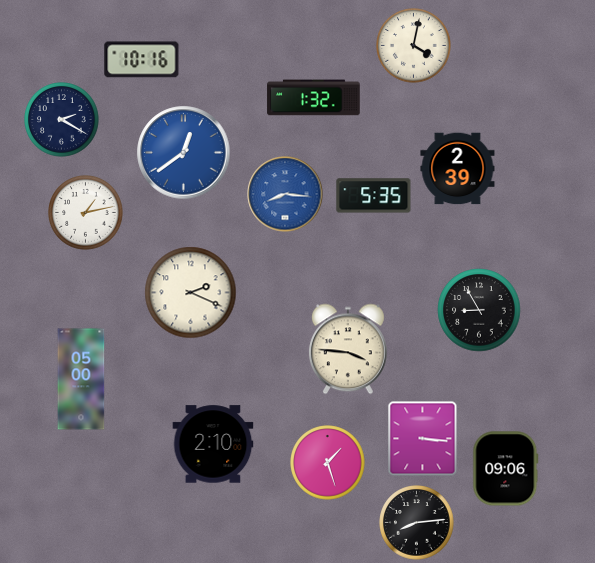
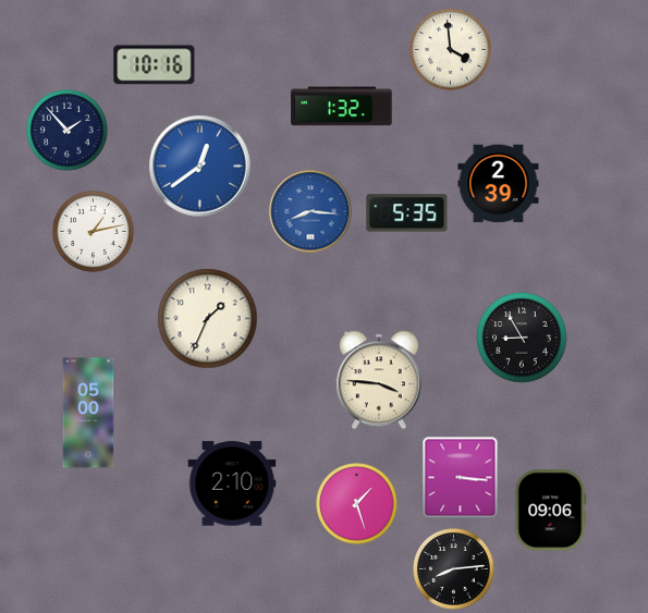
clock at (414, 46): 4:02 -> 3:59
clock at (62, 120): 2:20 -> 1:53
clock at (191, 293): 2:19 -> 1:34
